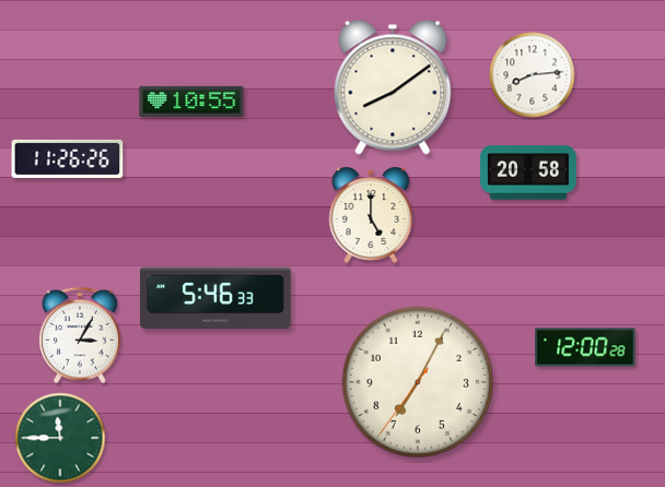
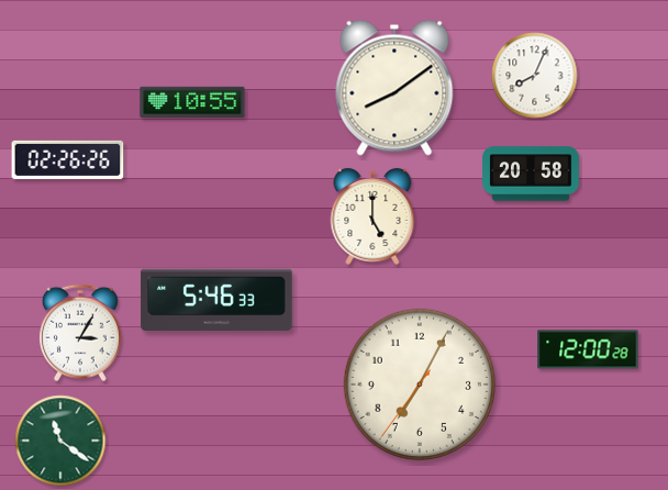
clock at (533, 75): 8:14 -> 8:04
clock at (68, 158): 11:26 -> 02:26
clock at (80, 335) position: (80, 335) -> (80, 333)
clock at (60, 438): 11:45 -> 11:21
